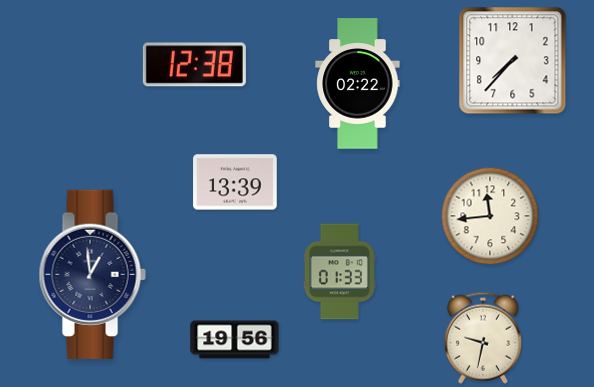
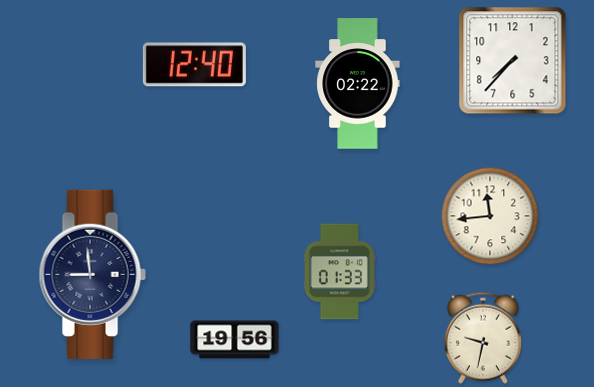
clock at (194, 65): 12:38 -> 12:40
clock at (235, 182): 13:39 -> none
clock at (92, 274): 12:59 -> 8:59
